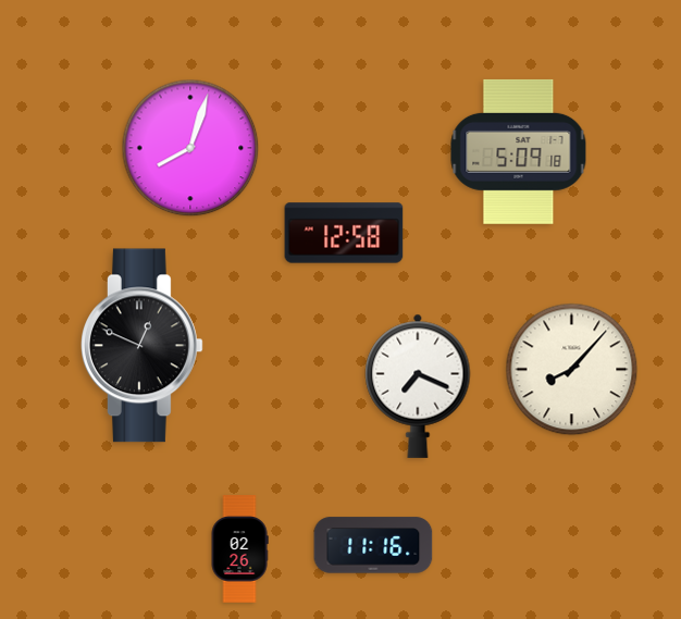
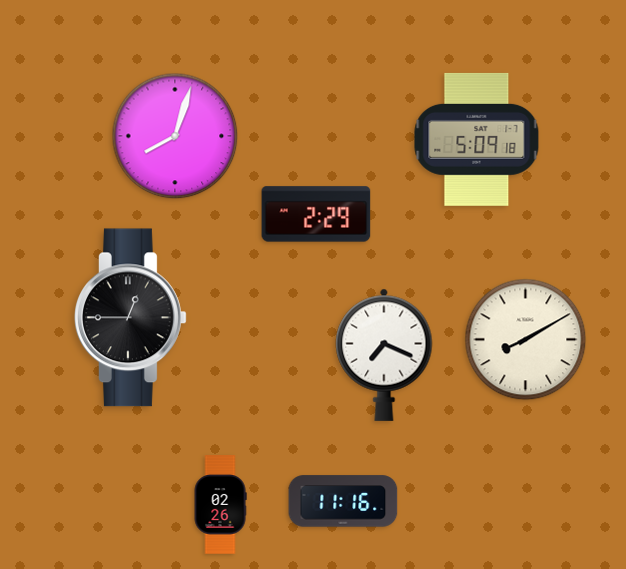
clock at (344, 233): 12:58 -> 2:29
clock at (143, 346): 12:49 -> 12:45
clock at (572, 370): 8:07 -> 8:10
